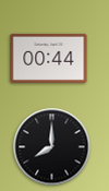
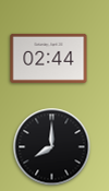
clock at (49, 58): 00:44 -> 02:44
